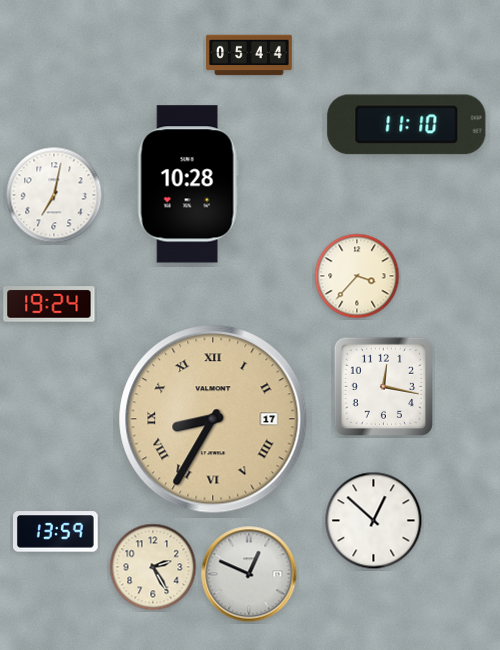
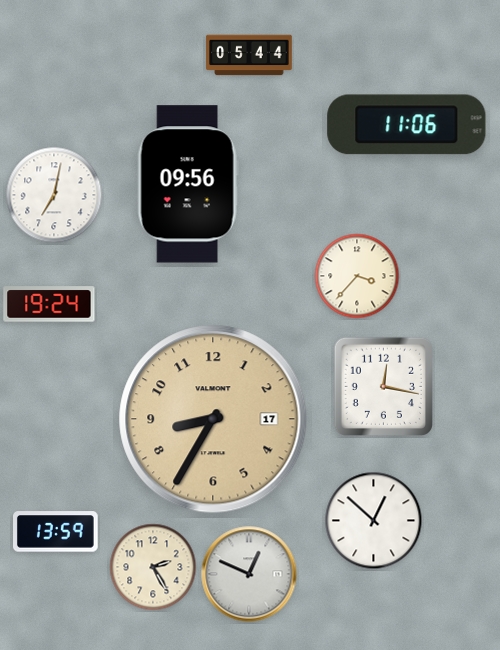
clock at (407, 125): 11:10 -> 11:06
clock at (188, 184): 10:28 -> 09:56
clock at (213, 419) numerals: Roman -> Arabic
